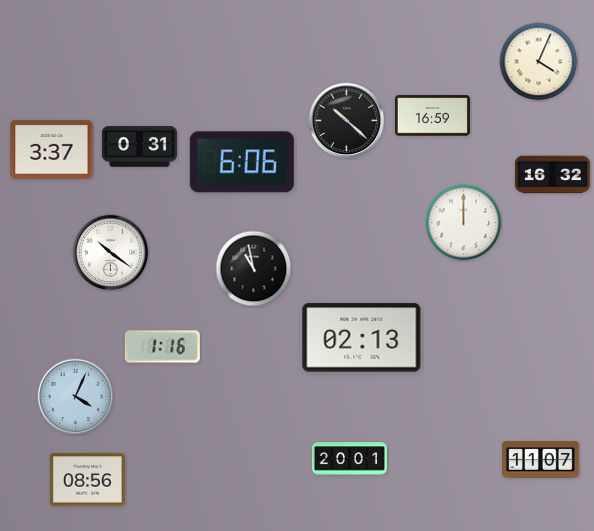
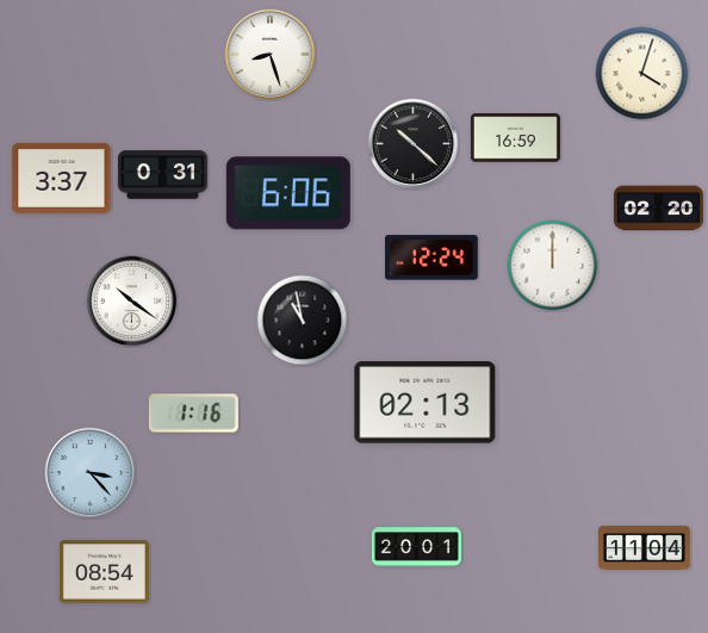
clock at (271, 55): none -> 8:27
clock at (539, 62): 4:04 -> 4:03
clock at (139, 147) position: (139, 147) -> (162, 175)
clock at (552, 175): 16:32 -> 02:20
clock at (433, 257): none -> 12:24
clock at (362, 338) position: (362, 338) -> (426, 403)
clock at (76, 397): 4:04 -> 3:23
clock at (541, 460): 11:07 -> 11:04
clock at (87, 480): 08:56 -> 08:54
